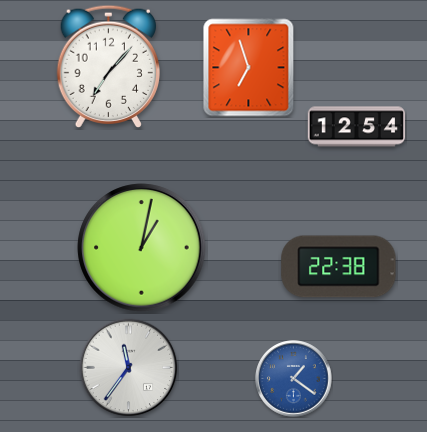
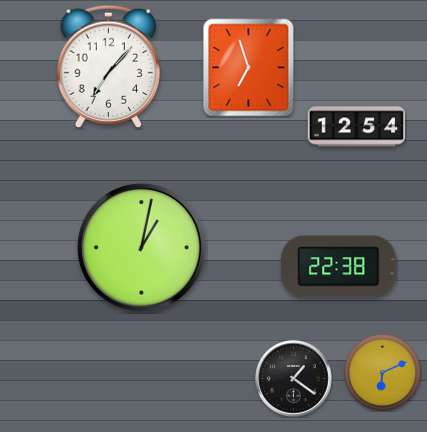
clock at (129, 368): 11:36 -> none
clock at (382, 372): none -> 6:11
clock at (294, 379) dial: blue -> black
